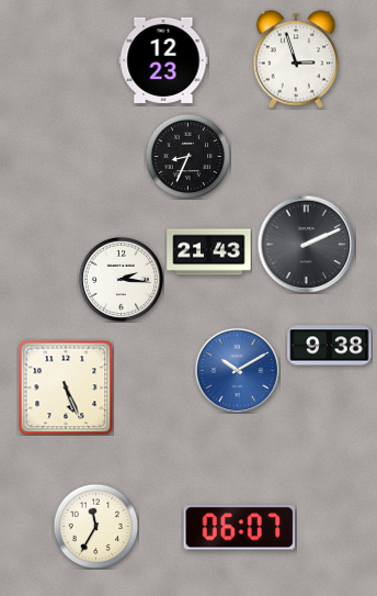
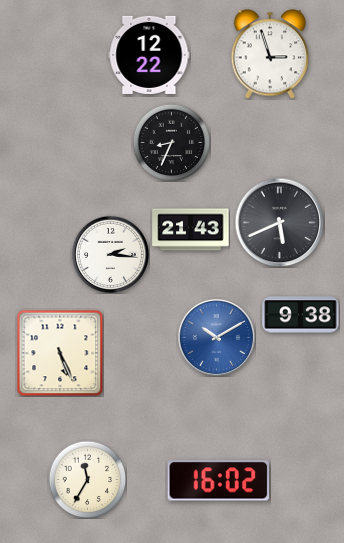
clock at (163, 60): 12:23 -> 12:22
clock at (306, 244): 2:11 -> 5:41
clock at (240, 528): 06:07 -> 16:02
